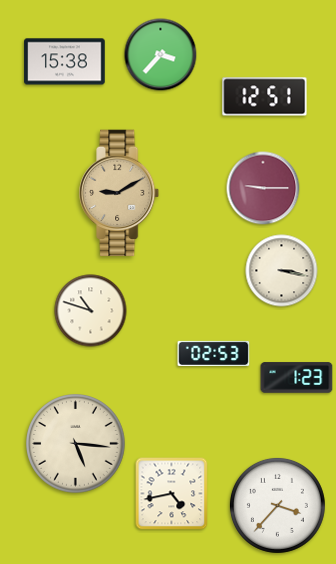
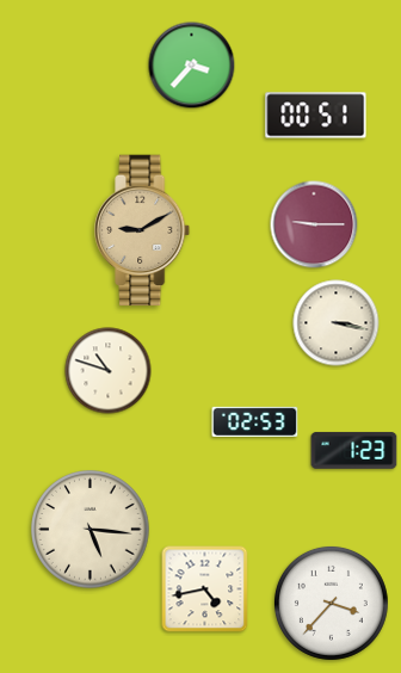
clock at (65, 62): 15:38 -> none
clock at (265, 97): 12:51 -> 00:51
